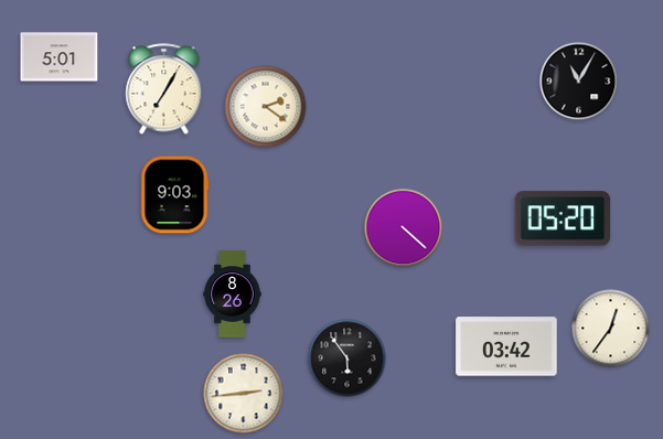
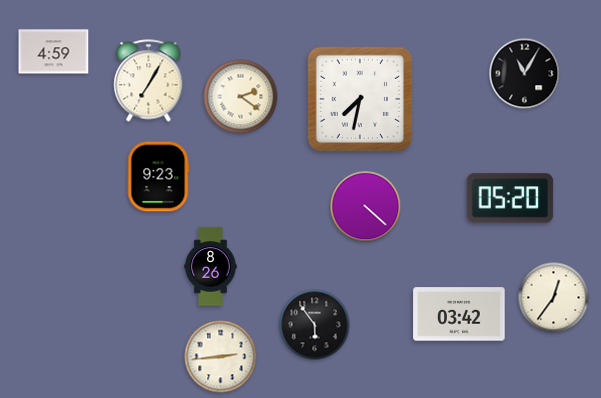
clock at (60, 57): 5:01 -> 4:59
clock at (359, 98): none -> 7:32
clock at (174, 195): 9:03 -> 9:23
